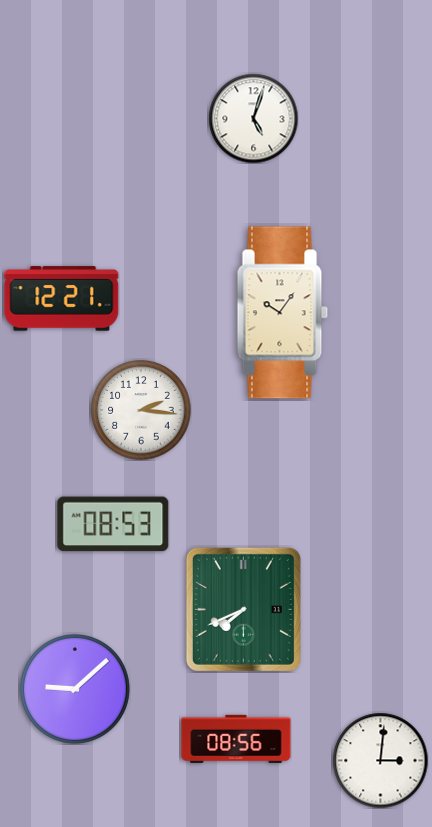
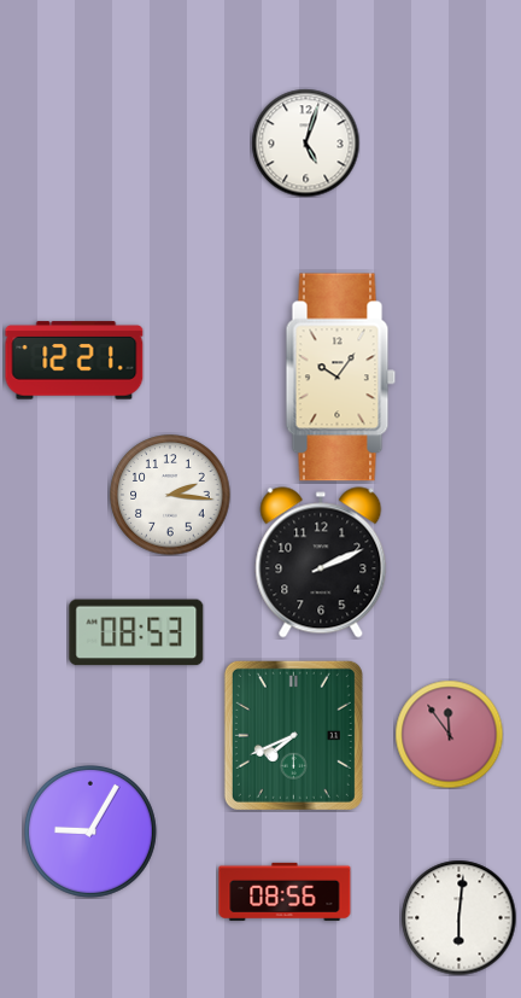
clock at (321, 562): none -> 2:11
clock at (449, 734): none -> 11:54
clock at (75, 689): 9:08 -> 9:05
clock at (380, 760): 3:01 -> 6:01
